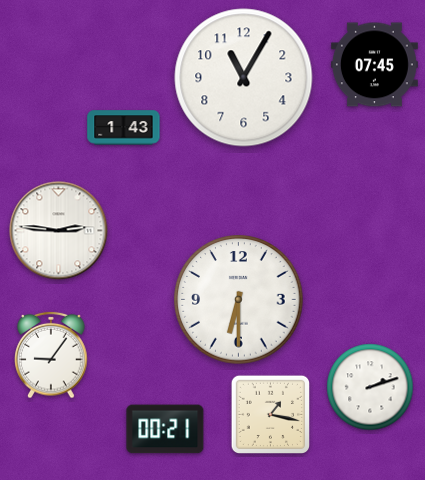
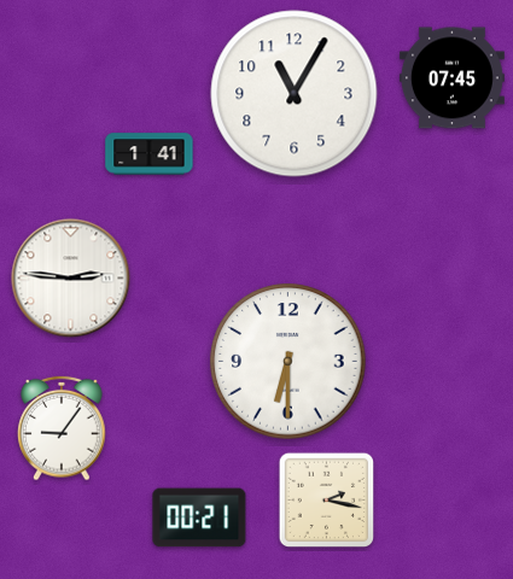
clock at (124, 128): 1:43 -> 1:41
clock at (370, 387): 2:12 -> none
clock at (270, 414): 1:17 -> 2:17
